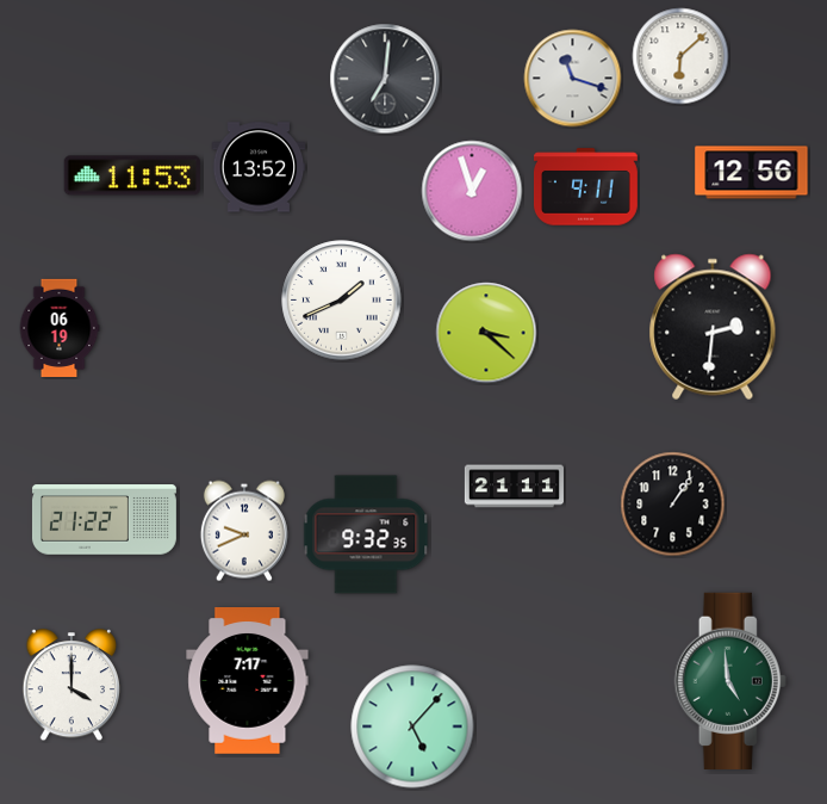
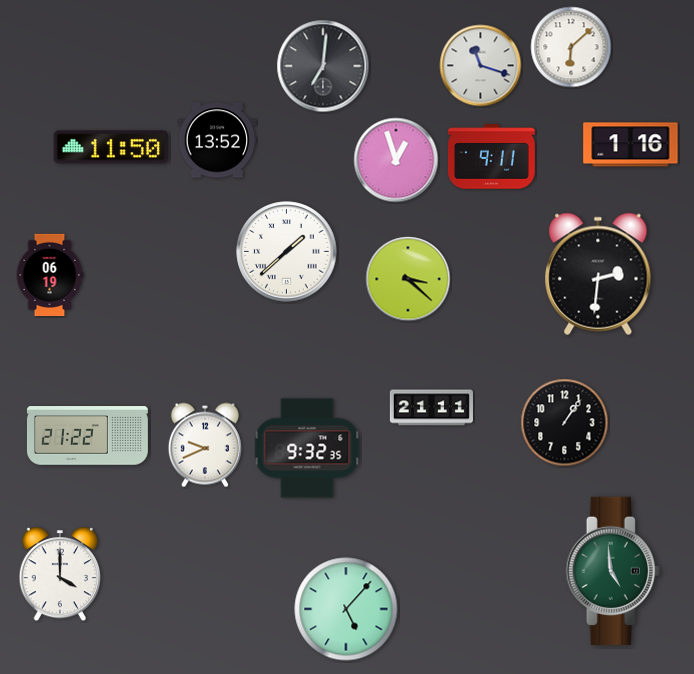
clock at (752, 173): 12:56 -> 1:16
clock at (132, 175): 11:53 -> 11:50
clock at (342, 301): 1:41 -> 1:38
clock at (248, 681): 7:17 -> none
